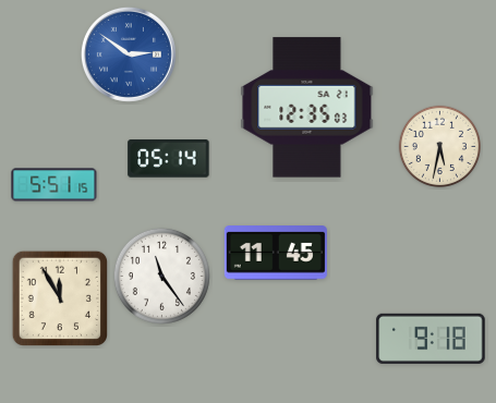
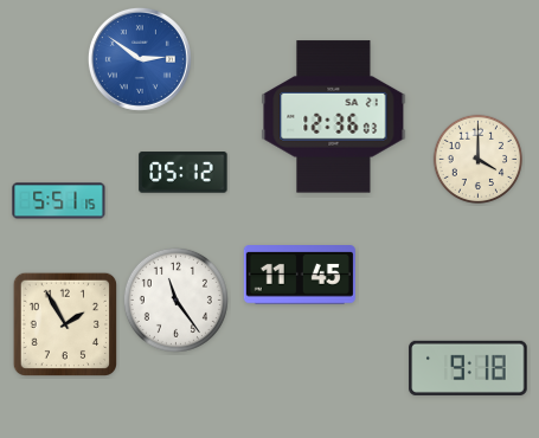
clock at (307, 108): 12:35 -> 12:36
clock at (439, 146): 5:32 -> 4:00
clock at (169, 159): 05:14 -> 05:12
clock at (59, 297): 11:55 -> 1:55
